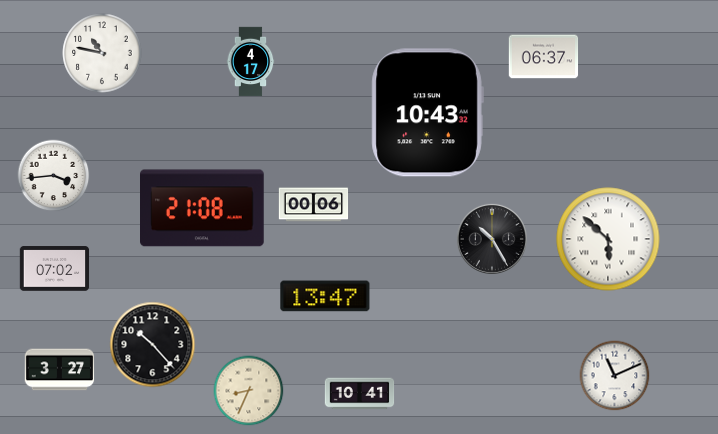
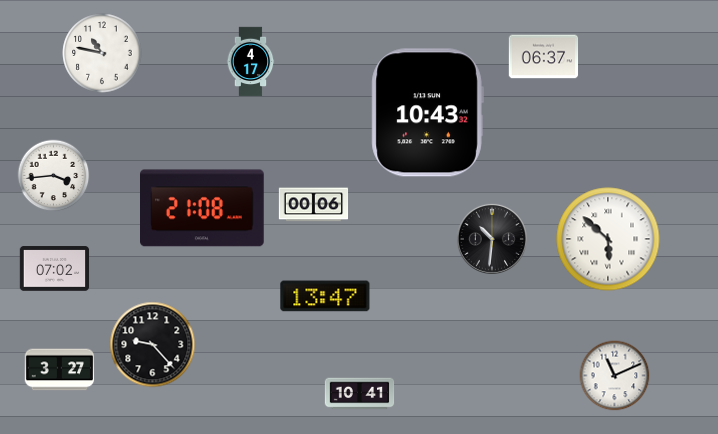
clock at (492, 239): 10:25 -> 10:31
clock at (153, 345): 10:23 -> 9:23
clock at (249, 391): 8:34 -> none
